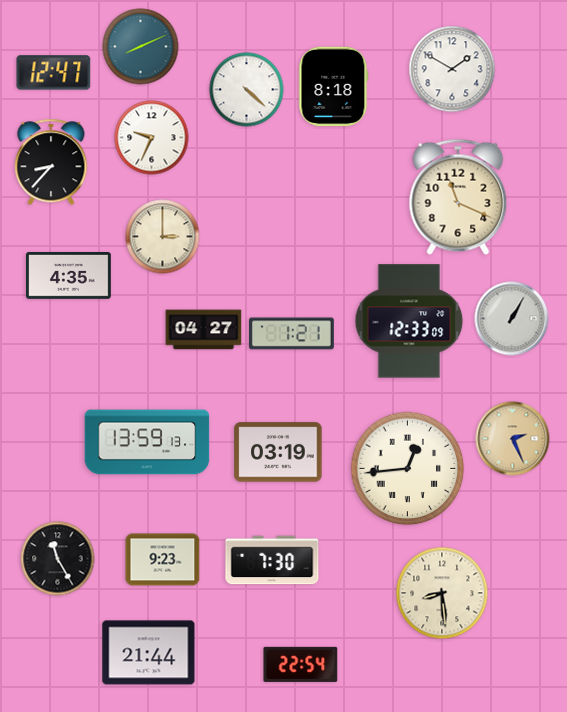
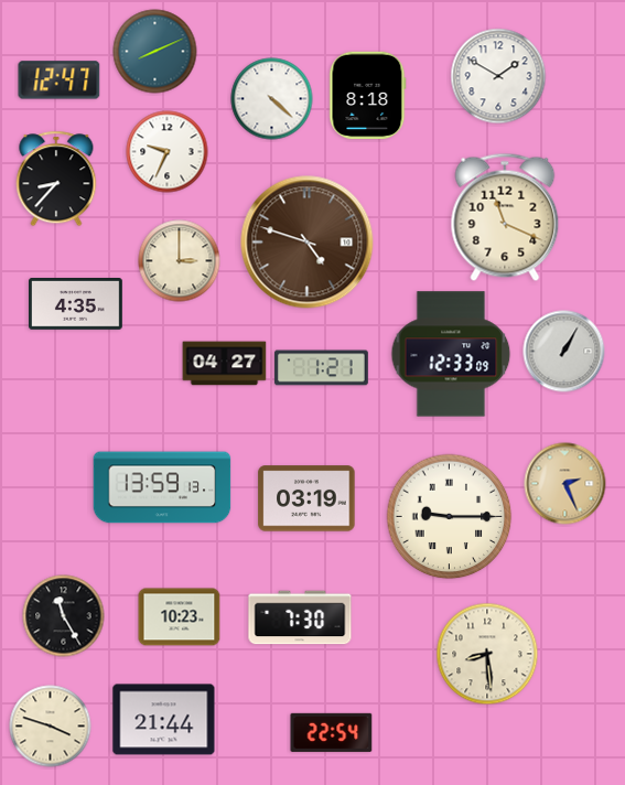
clock at (308, 243): none -> 4:48
clock at (408, 469): 12:44 -> 9:15
clock at (163, 560): 9:23 -> 10:23
clock at (51, 727): none -> 3:48
